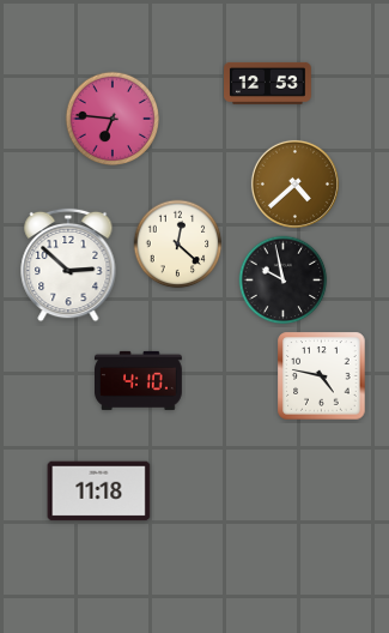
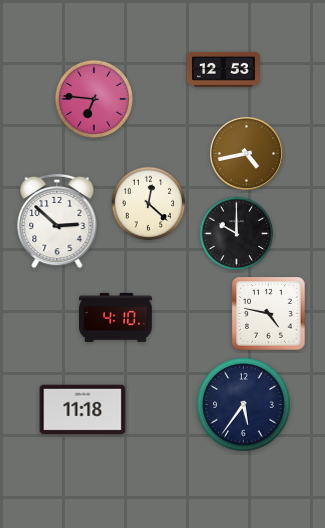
clock at (294, 183): 4:38 -> 4:43
clock at (284, 281): 9:58 -> 10:00
clock at (244, 405): none -> 5:36
